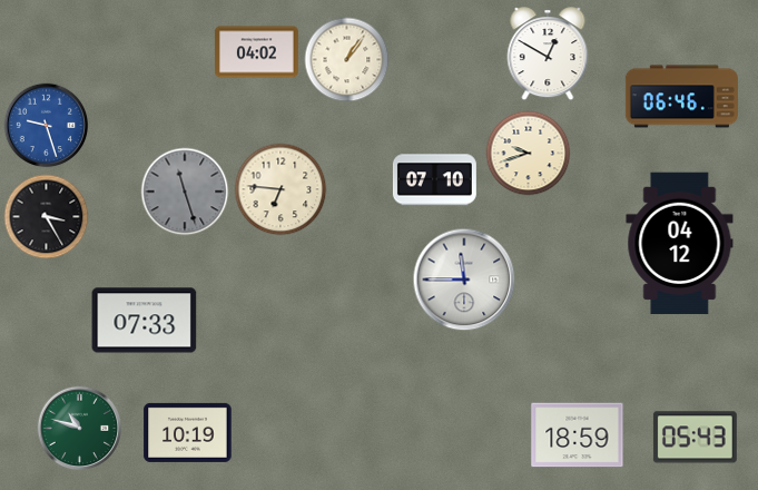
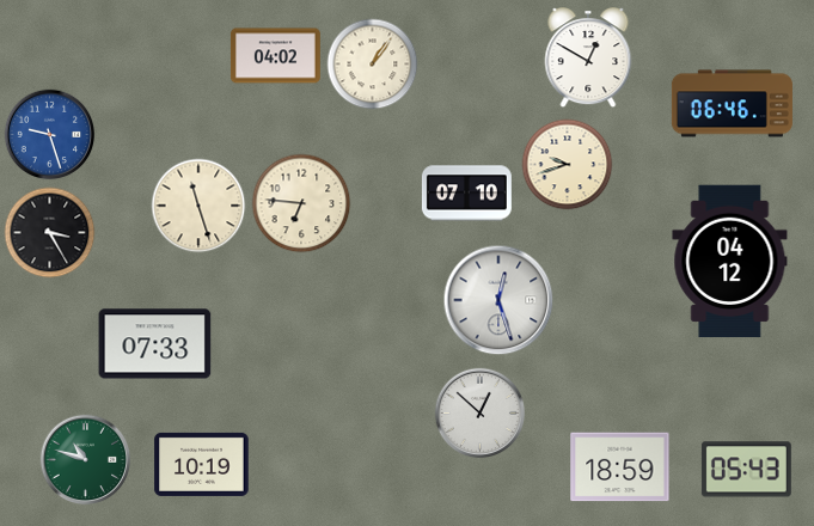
clock at (185, 192) dial: grey -> cream
clock at (464, 280): 11:45 -> 12:27
clock at (481, 414): none -> 12:52
